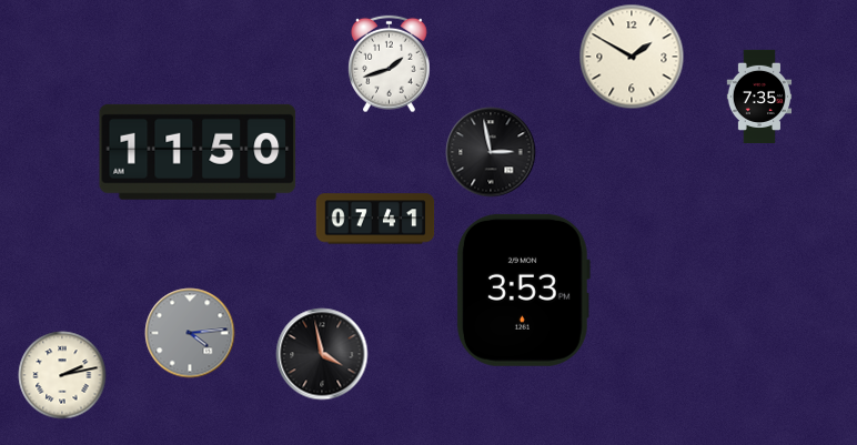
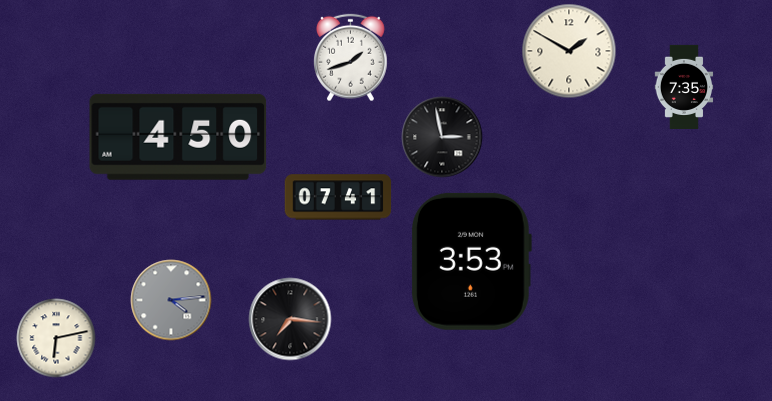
clock at (198, 152): 11:50 -> 4:50
clock at (322, 354): 3:58 -> 7:16
clock at (62, 375): 2:13 -> 6:13
